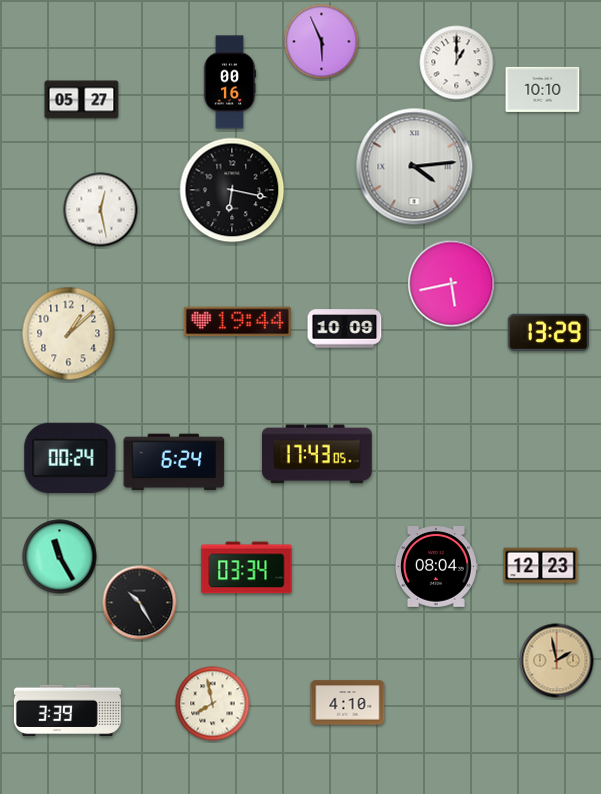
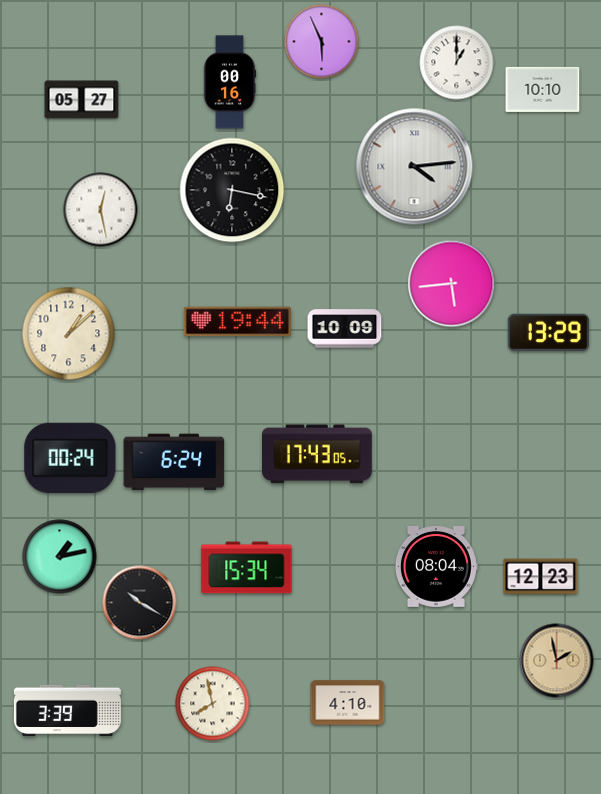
clock at (452, 284): 5:43 -> 5:44
clock at (60, 557): 11:25 -> 1:13
clock at (541, 566) position: (541, 566) -> (541, 577)
clock at (247, 568): 03:34 -> 15:34
clock at (140, 603): 10:25 -> 10:20
